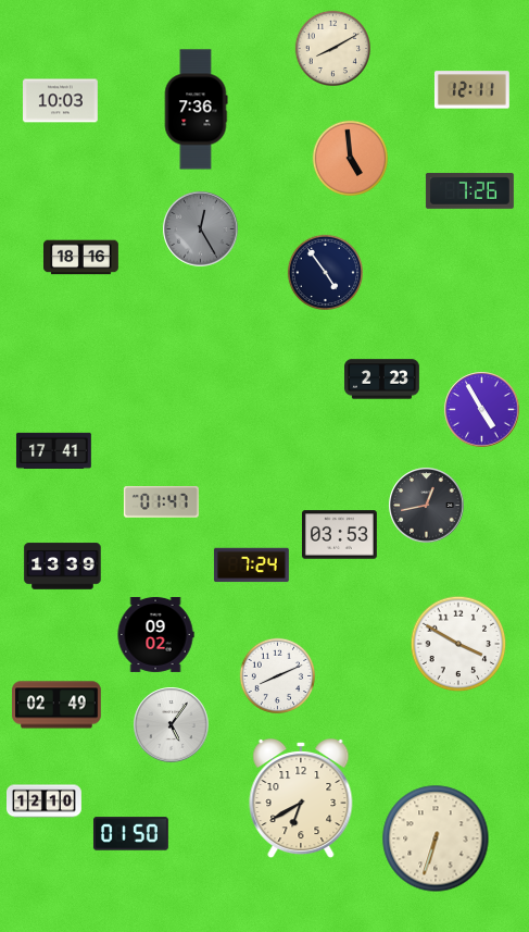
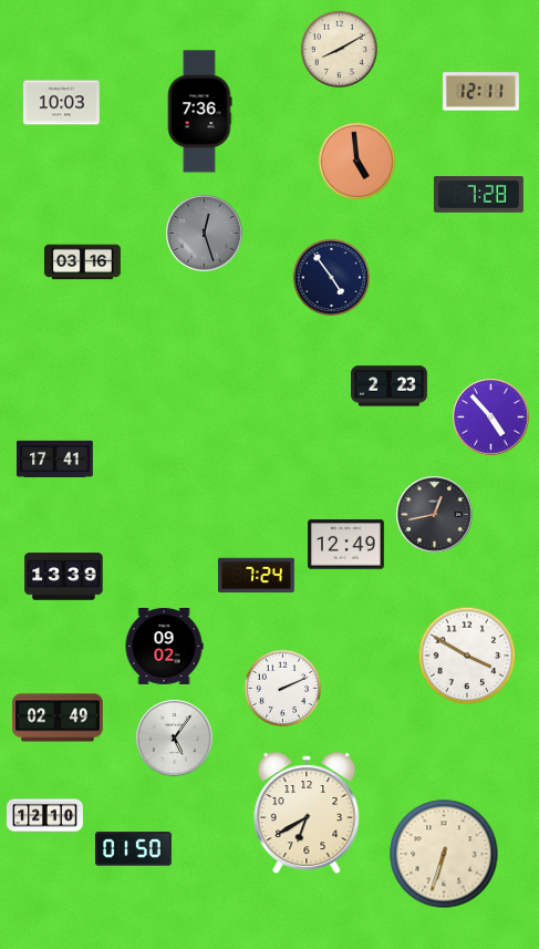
clock at (469, 191): 7:26 -> 7:28
clock at (201, 229): 12:25 -> 12:27
clock at (81, 258): 18:16 -> 03:16
clock at (482, 410): 4:55 -> 4:53
clock at (161, 502): 01:47 -> none
clock at (340, 535): 03:53 -> 12:49
clock at (155, 634) position: (155, 634) -> (164, 646)
clock at (277, 675): 8:11 -> 2:11
